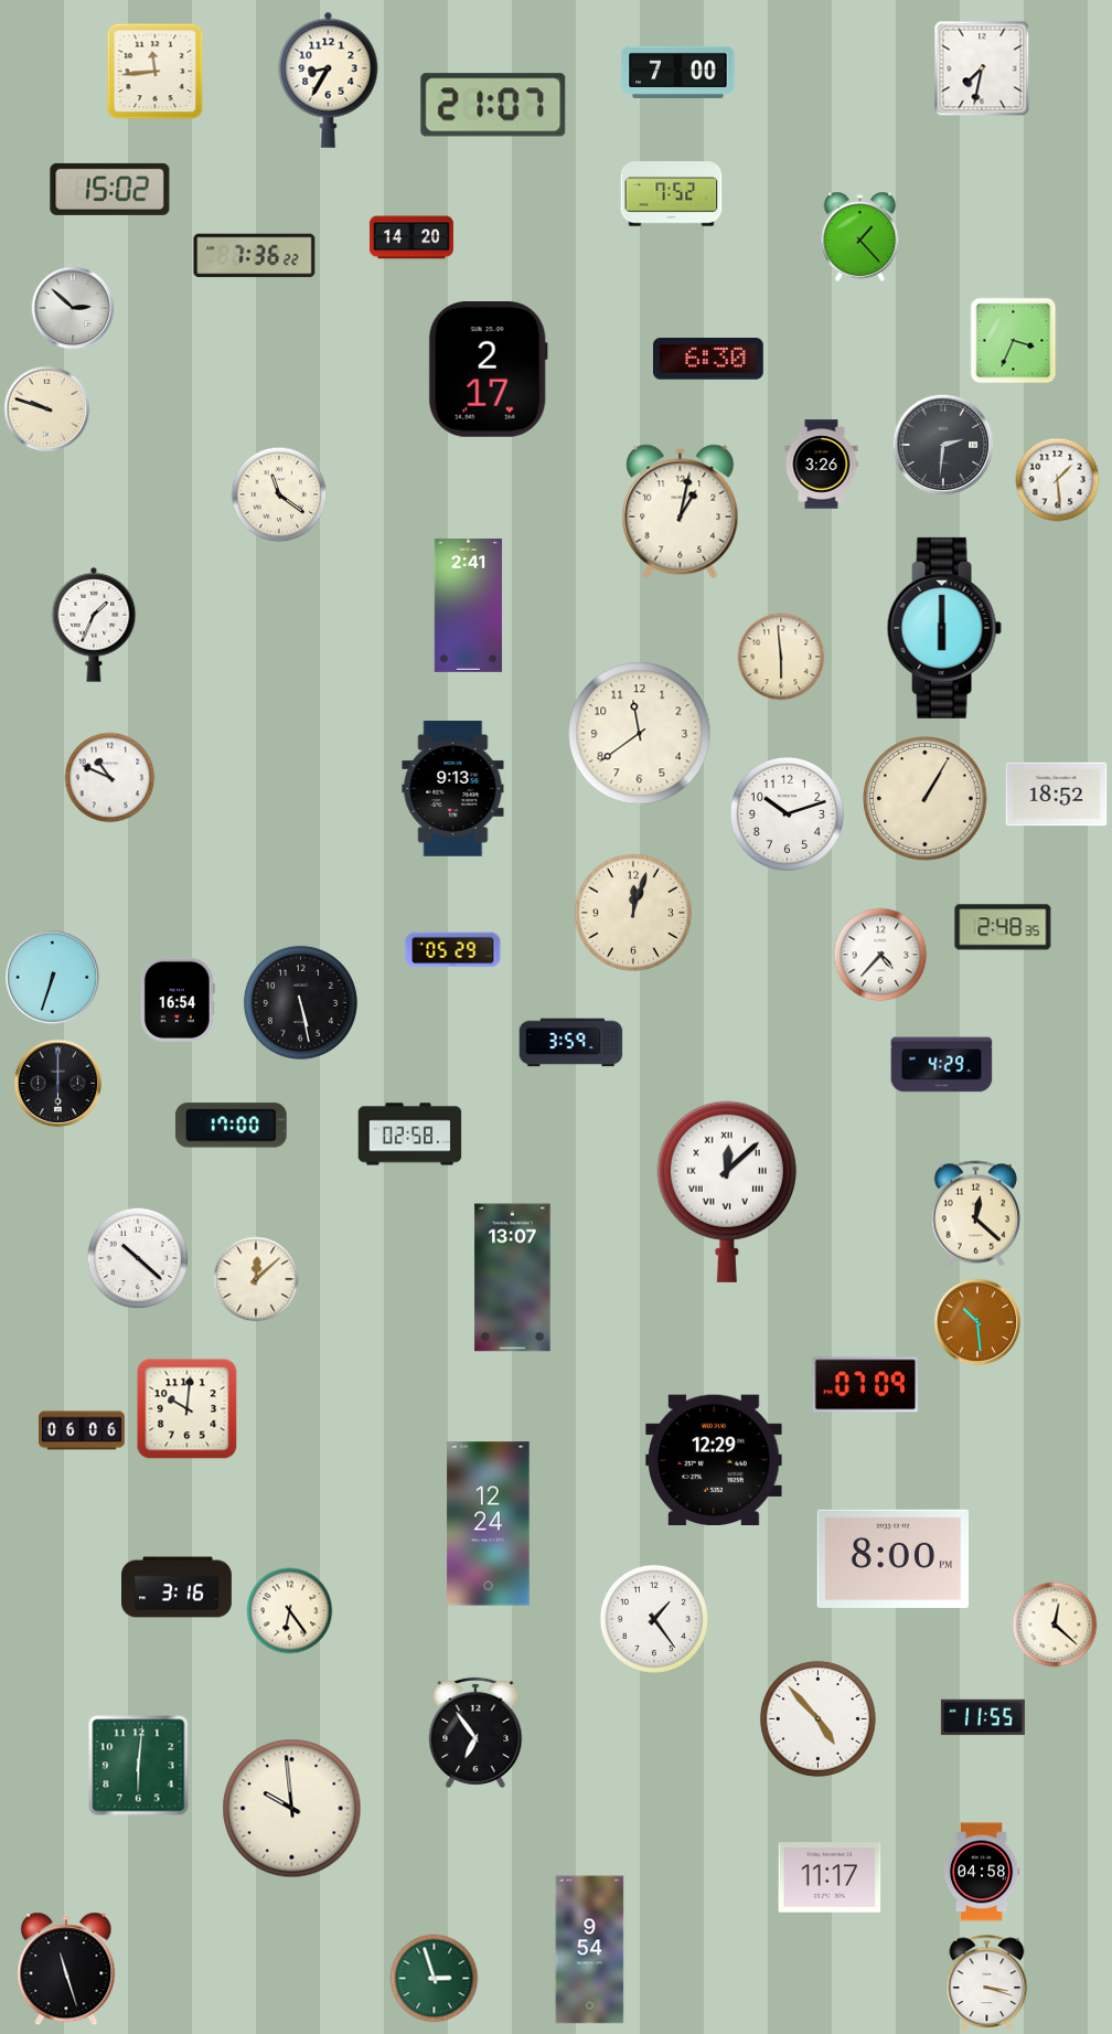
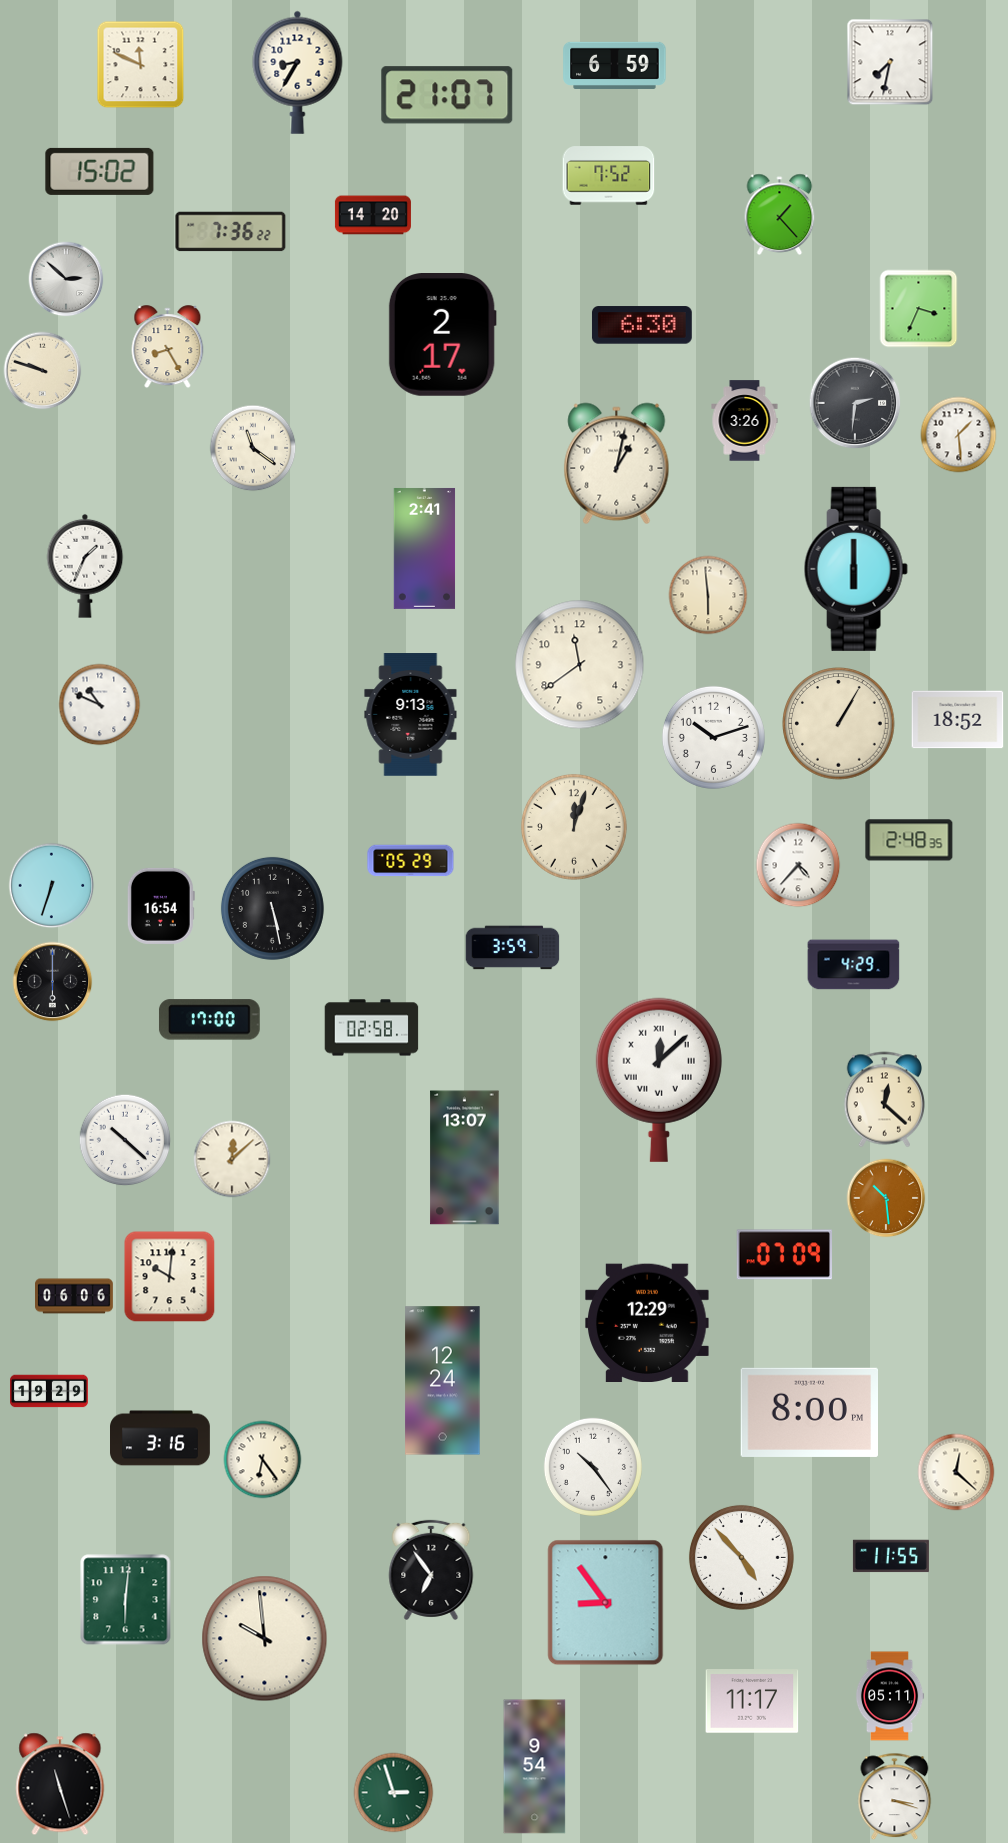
clock at (156, 72): 11:44 -> 11:49
clock at (678, 72): 7:00 -> 6:59
clock at (168, 347): none -> 8:25
clock at (53, 978) position: (53, 978) -> (52, 886)
clock at (571, 1043) position: (571, 1043) -> (513, 948)
clock at (49, 1391): none -> 19:29
clock at (654, 1619): 1:24 -> 10:24
clock at (606, 1603): none -> 8:54
clock at (982, 1872): 04:58 -> 05:11
